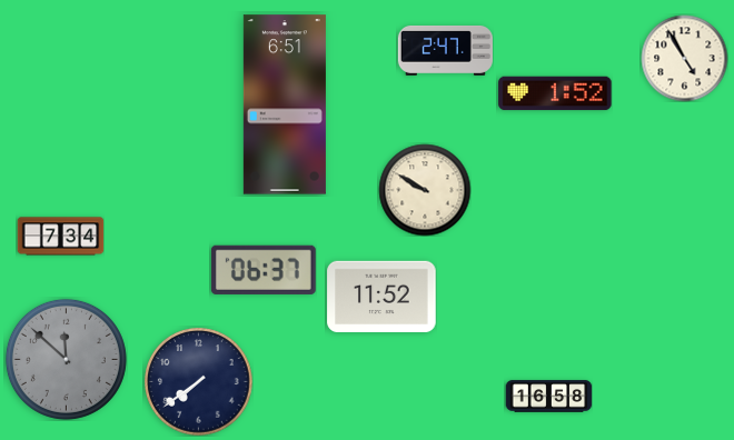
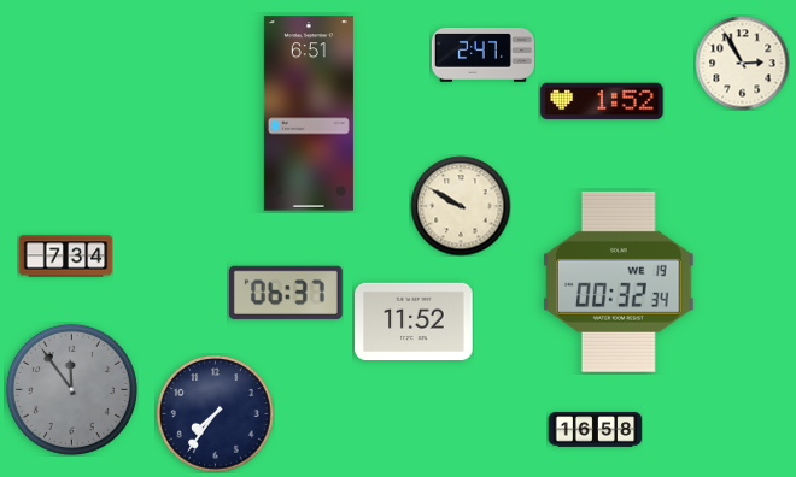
clock at (684, 58): 4:55 -> 2:55
clock at (620, 282): none -> 00:32
clock at (66, 359): 11:52 -> 11:54
clock at (199, 382): 7:39 -> 7:36
